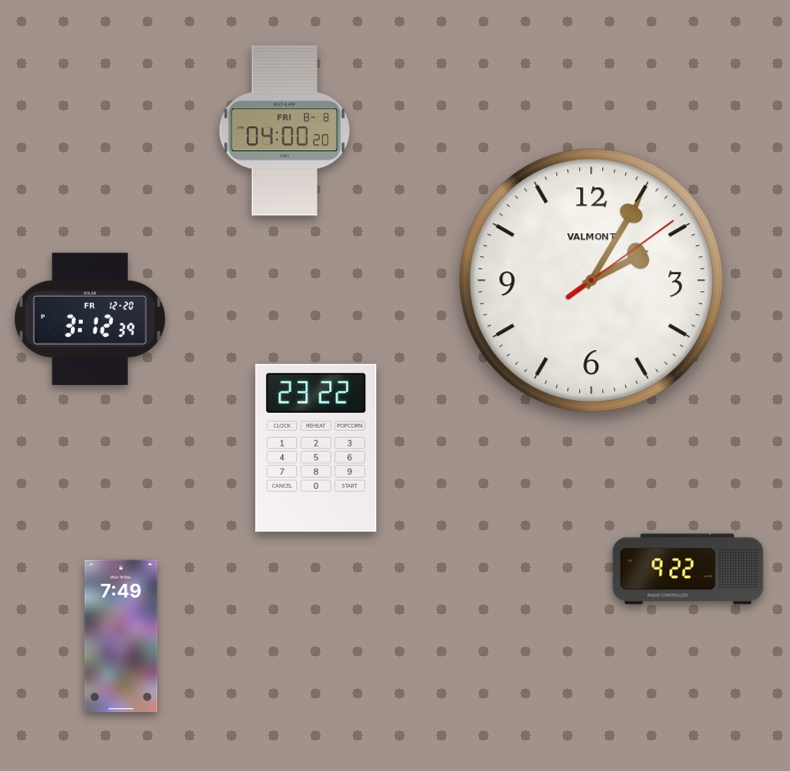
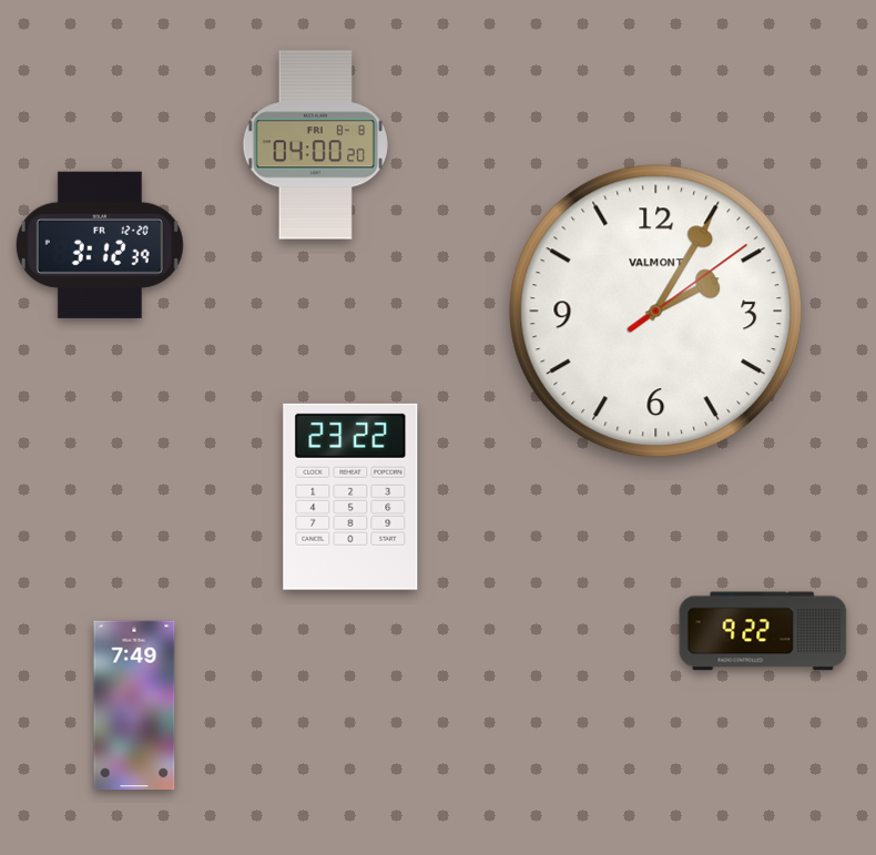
clock at (90, 319) position: (90, 319) -> (100, 245)
